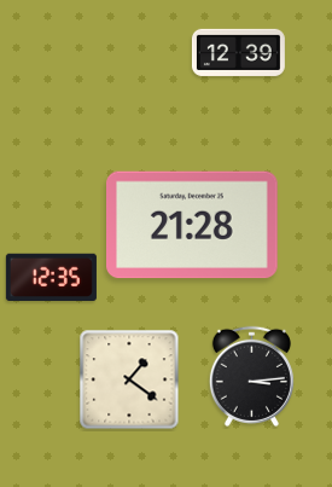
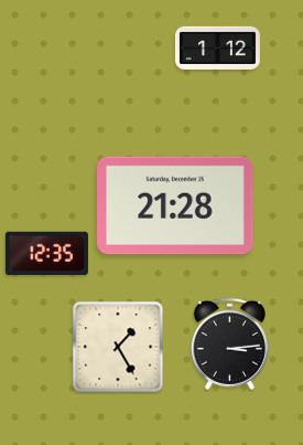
clock at (238, 52): 12:39 -> 1:12
clock at (129, 379): 1:21 -> 1:25
